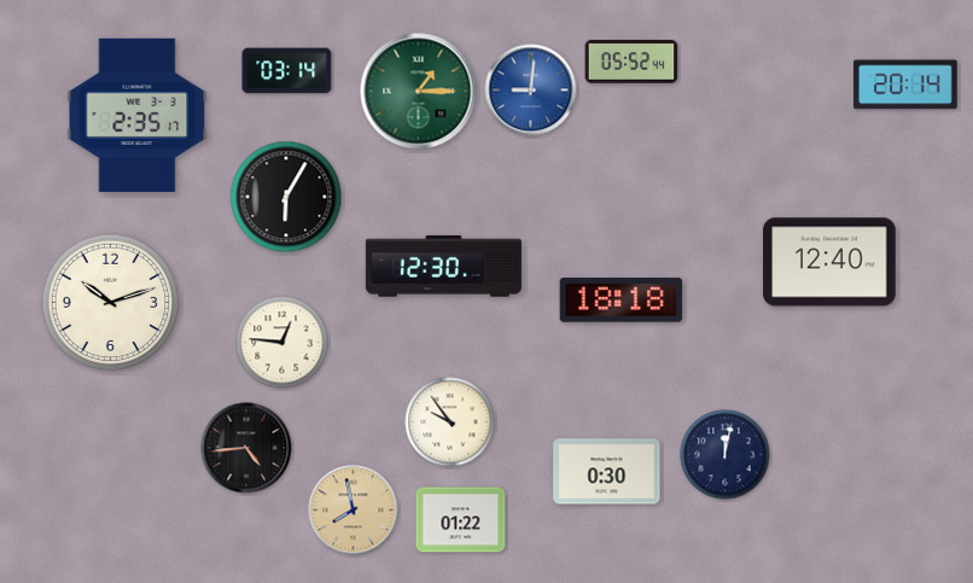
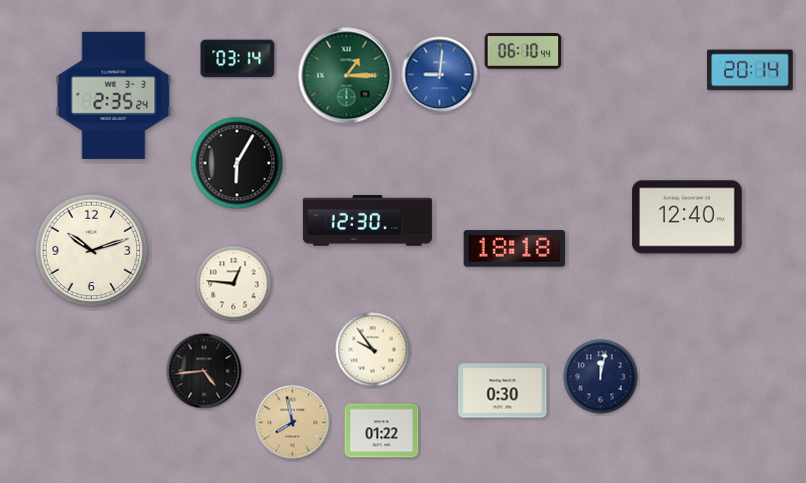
clock at (631, 63): 05:52 -> 06:10
clock at (138, 115): 2:35:17 -> 2:35:24
